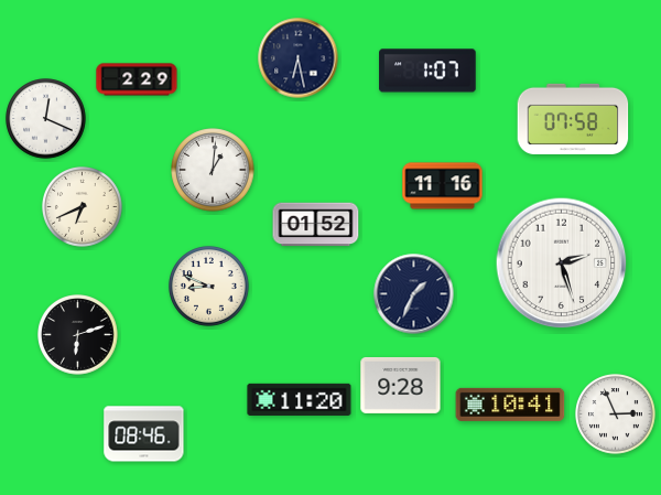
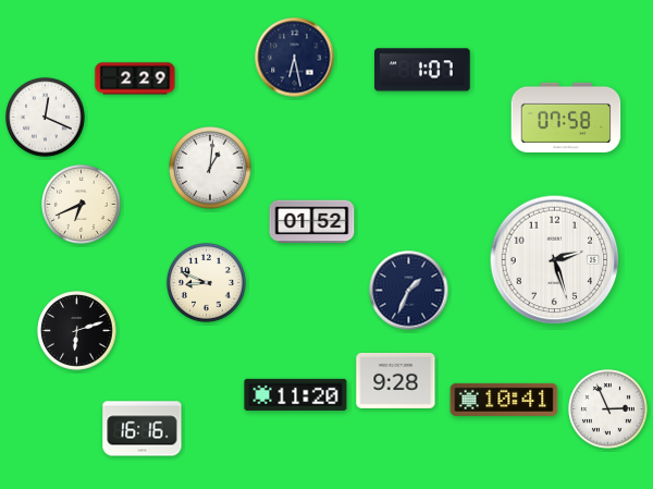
clock at (443, 186): 11:16 -> none
clock at (144, 434): 08:46 -> 16:16
